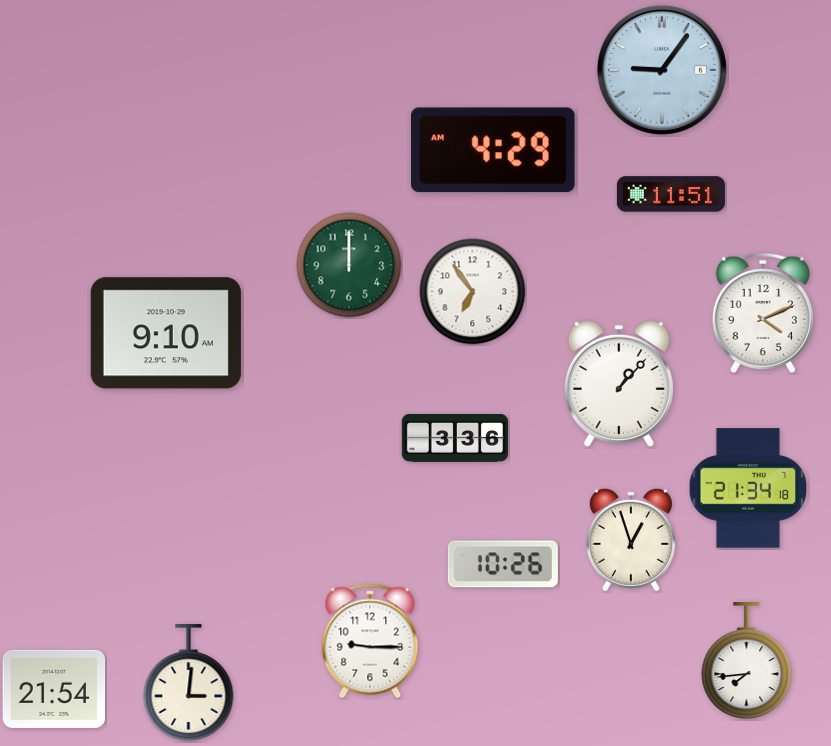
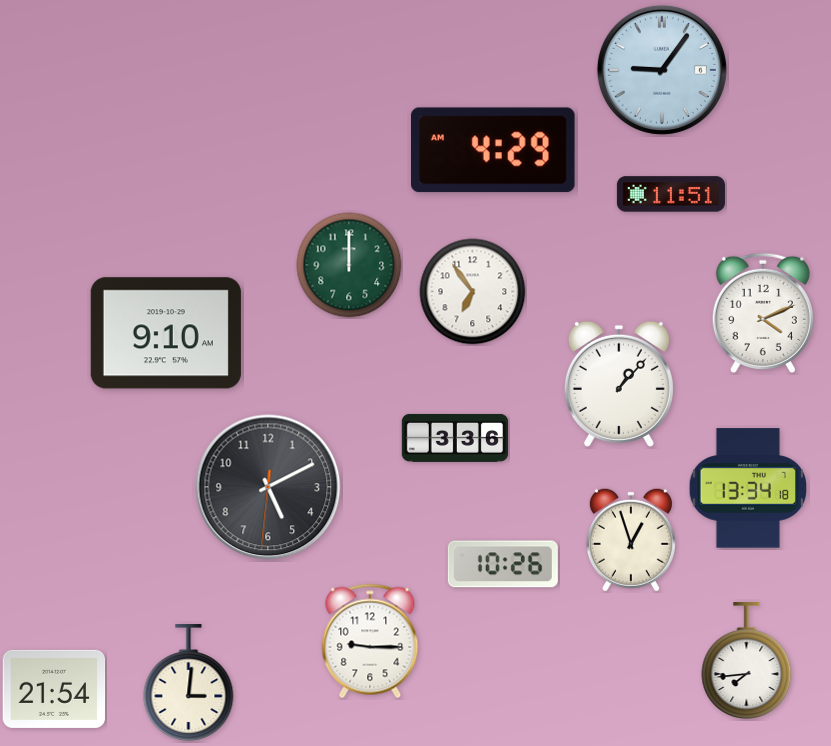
clock at (268, 487): none -> 5:10
clock at (747, 488): 21:34 -> 13:34
